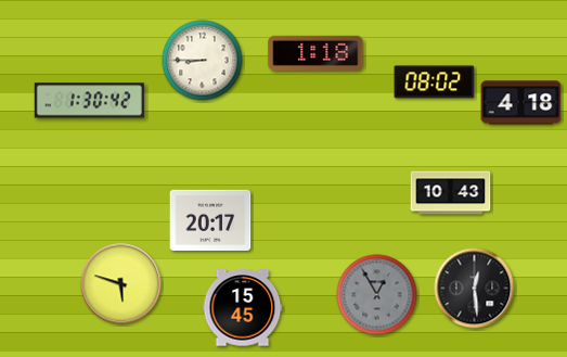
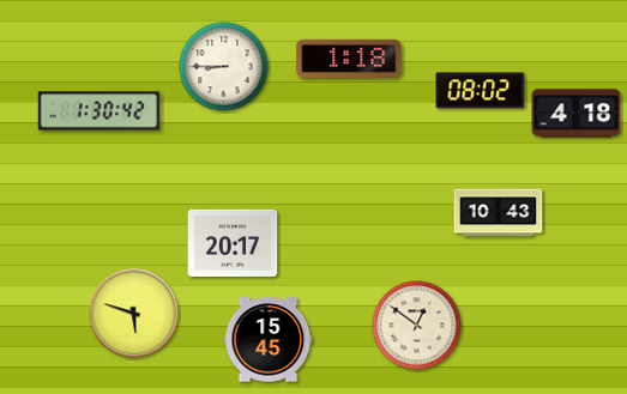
clock at (475, 289): 12:29 -> none
clock at (377, 295): 12:55 -> 12:51
clock at (377, 295) dial: grey -> cream
